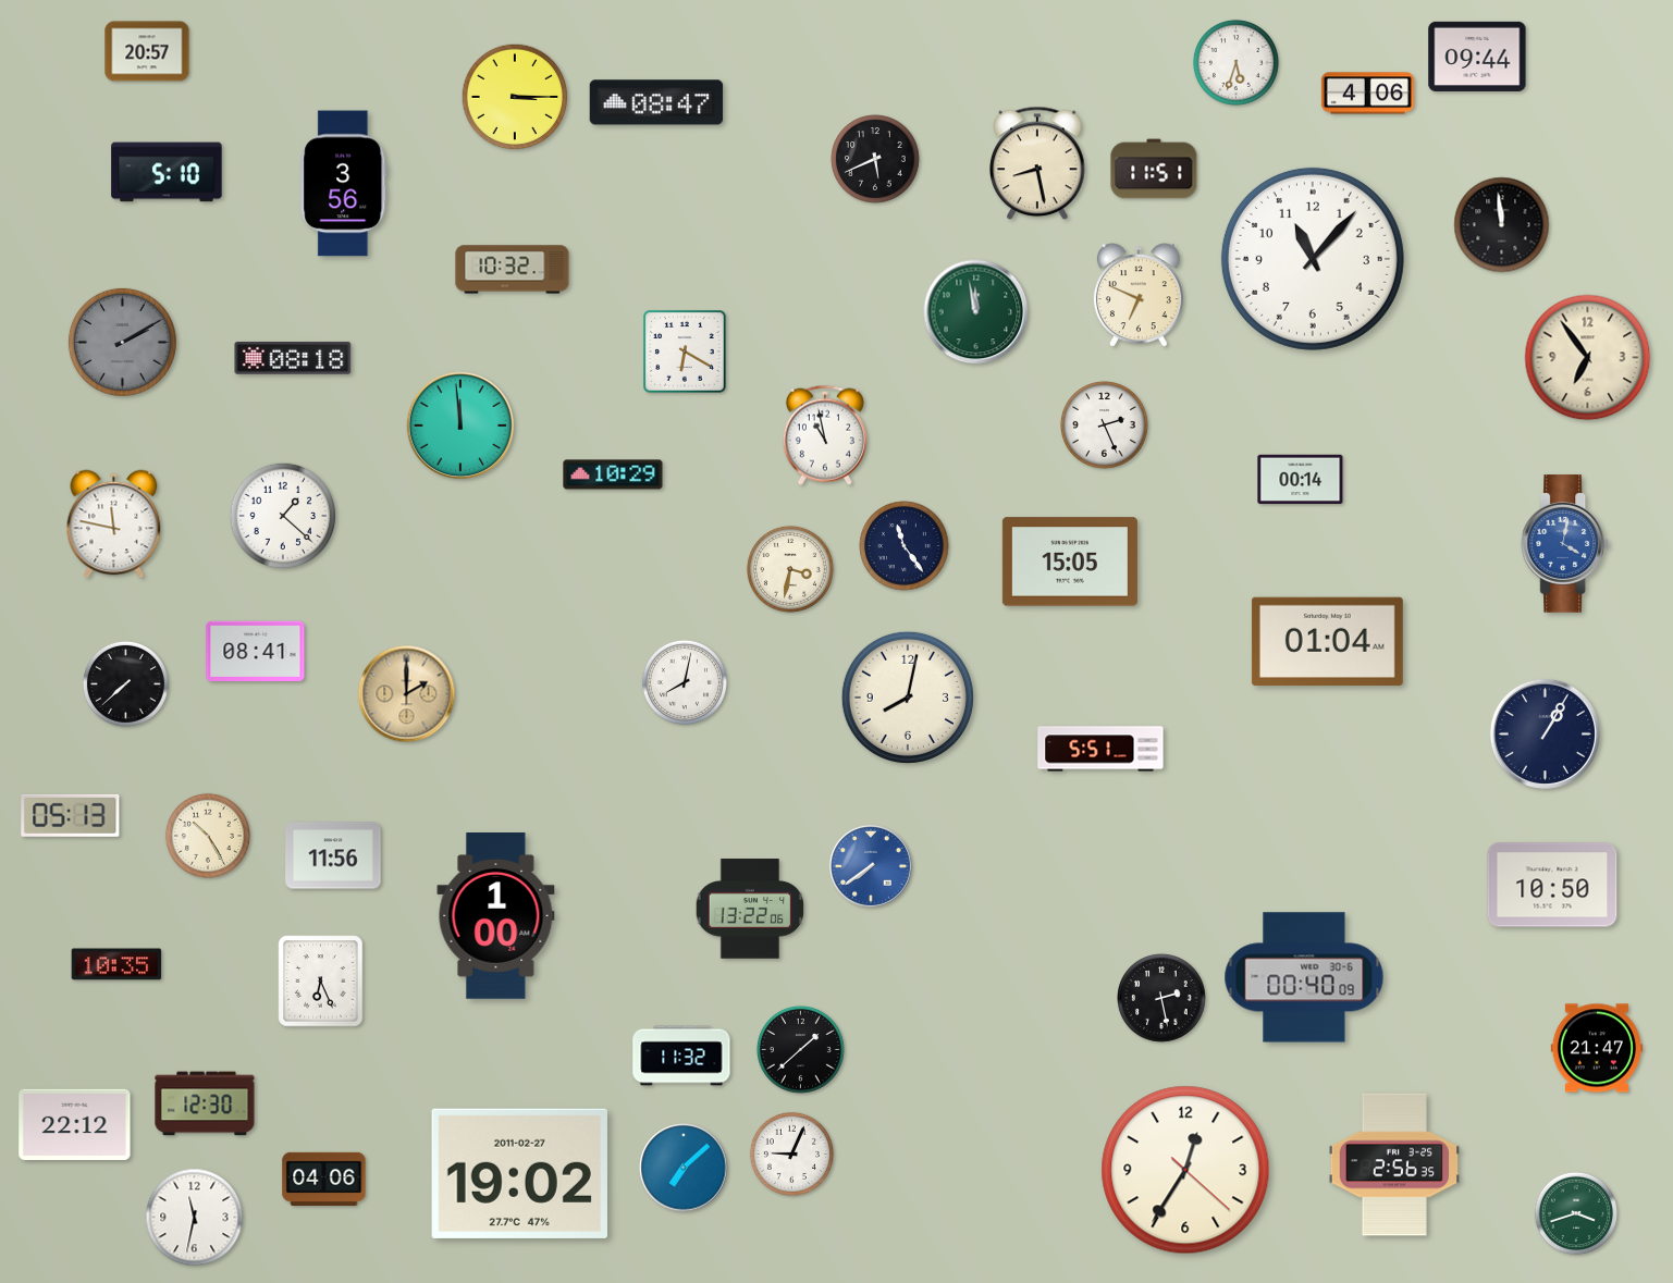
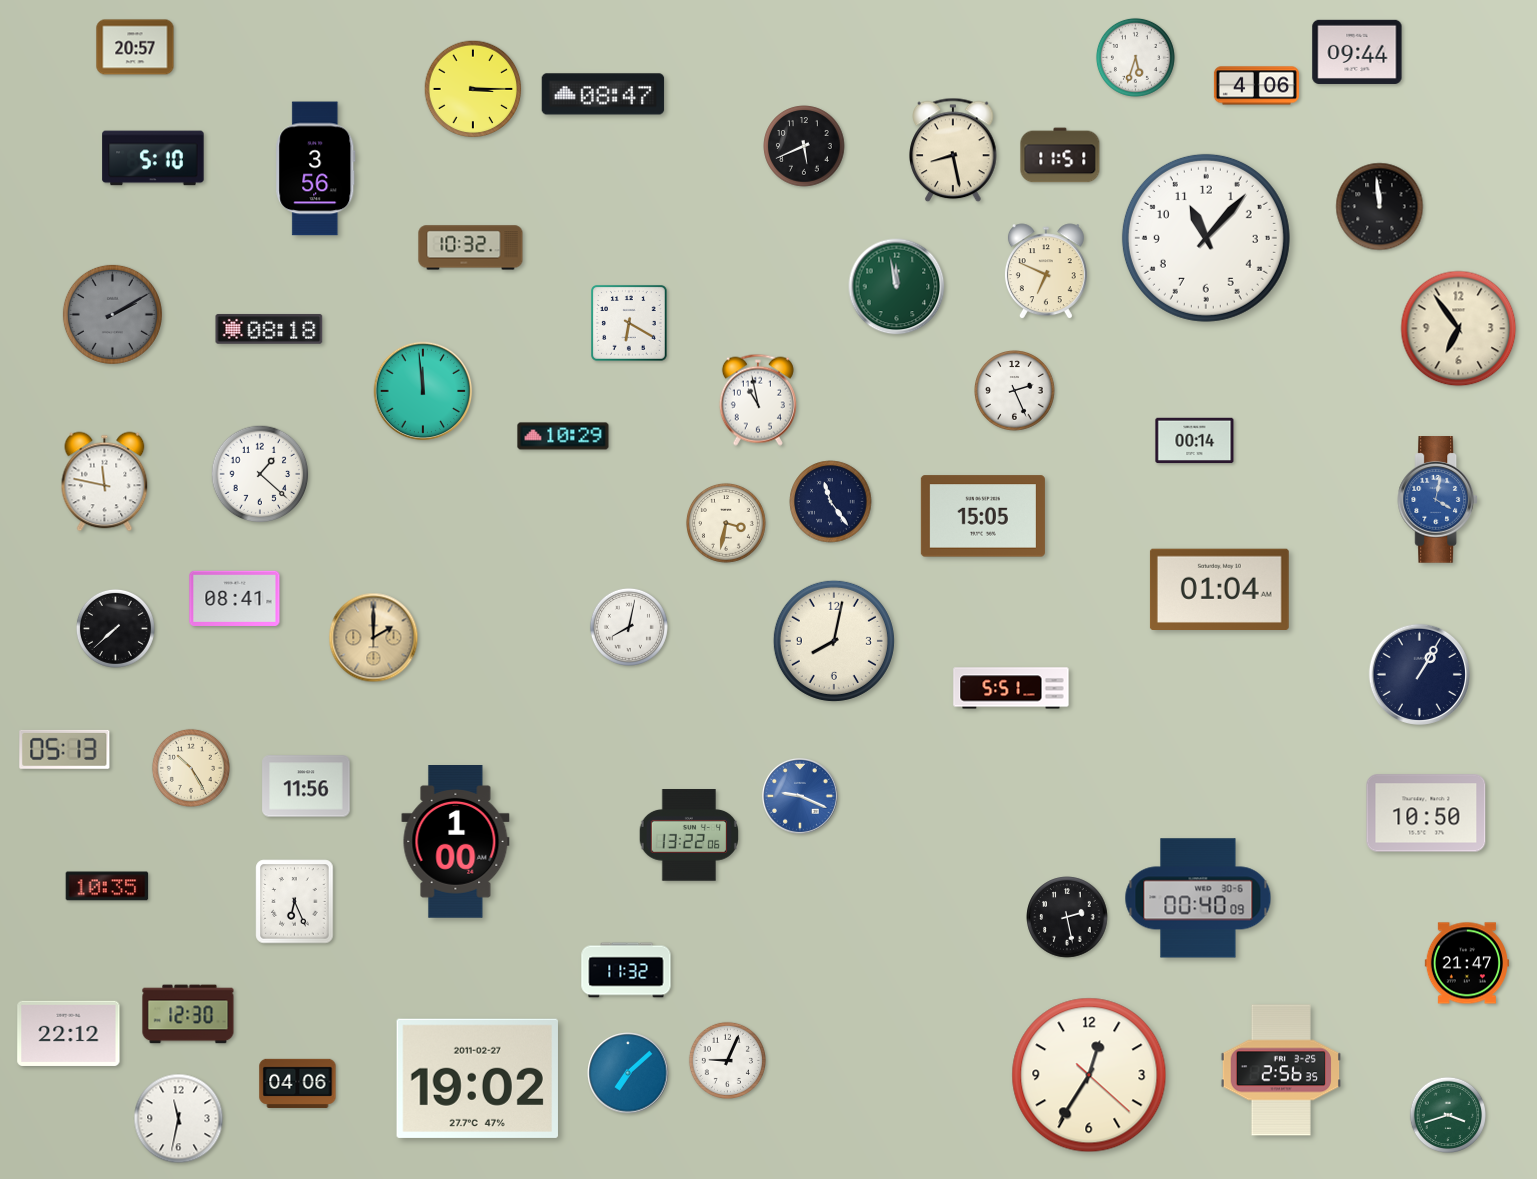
clock at (871, 866): 7:39 -> 9:19
clock at (801, 1050): 1:38 -> none
